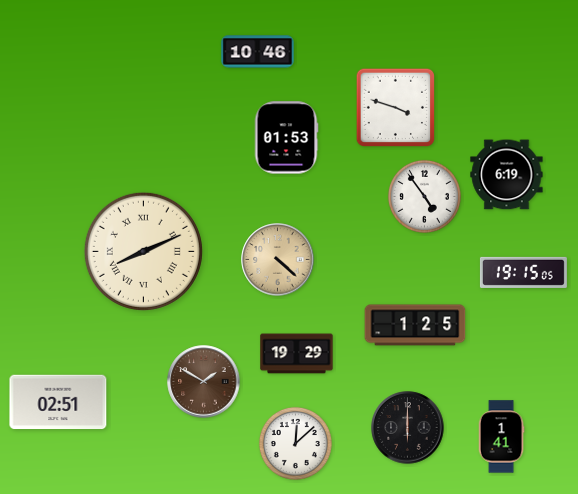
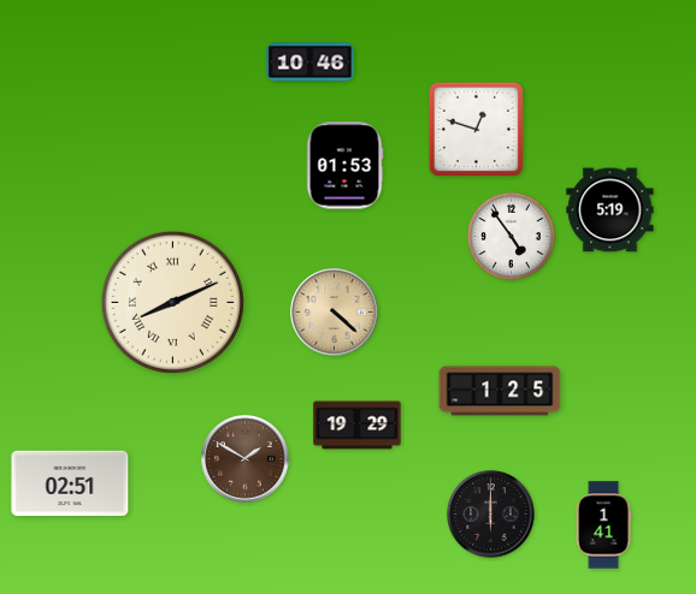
clock at (396, 108): 3:48 -> 12:48
clock at (507, 175): 6:19 -> 5:19
clock at (523, 272): 19:15 -> none
clock at (295, 443): 12:08 -> none
